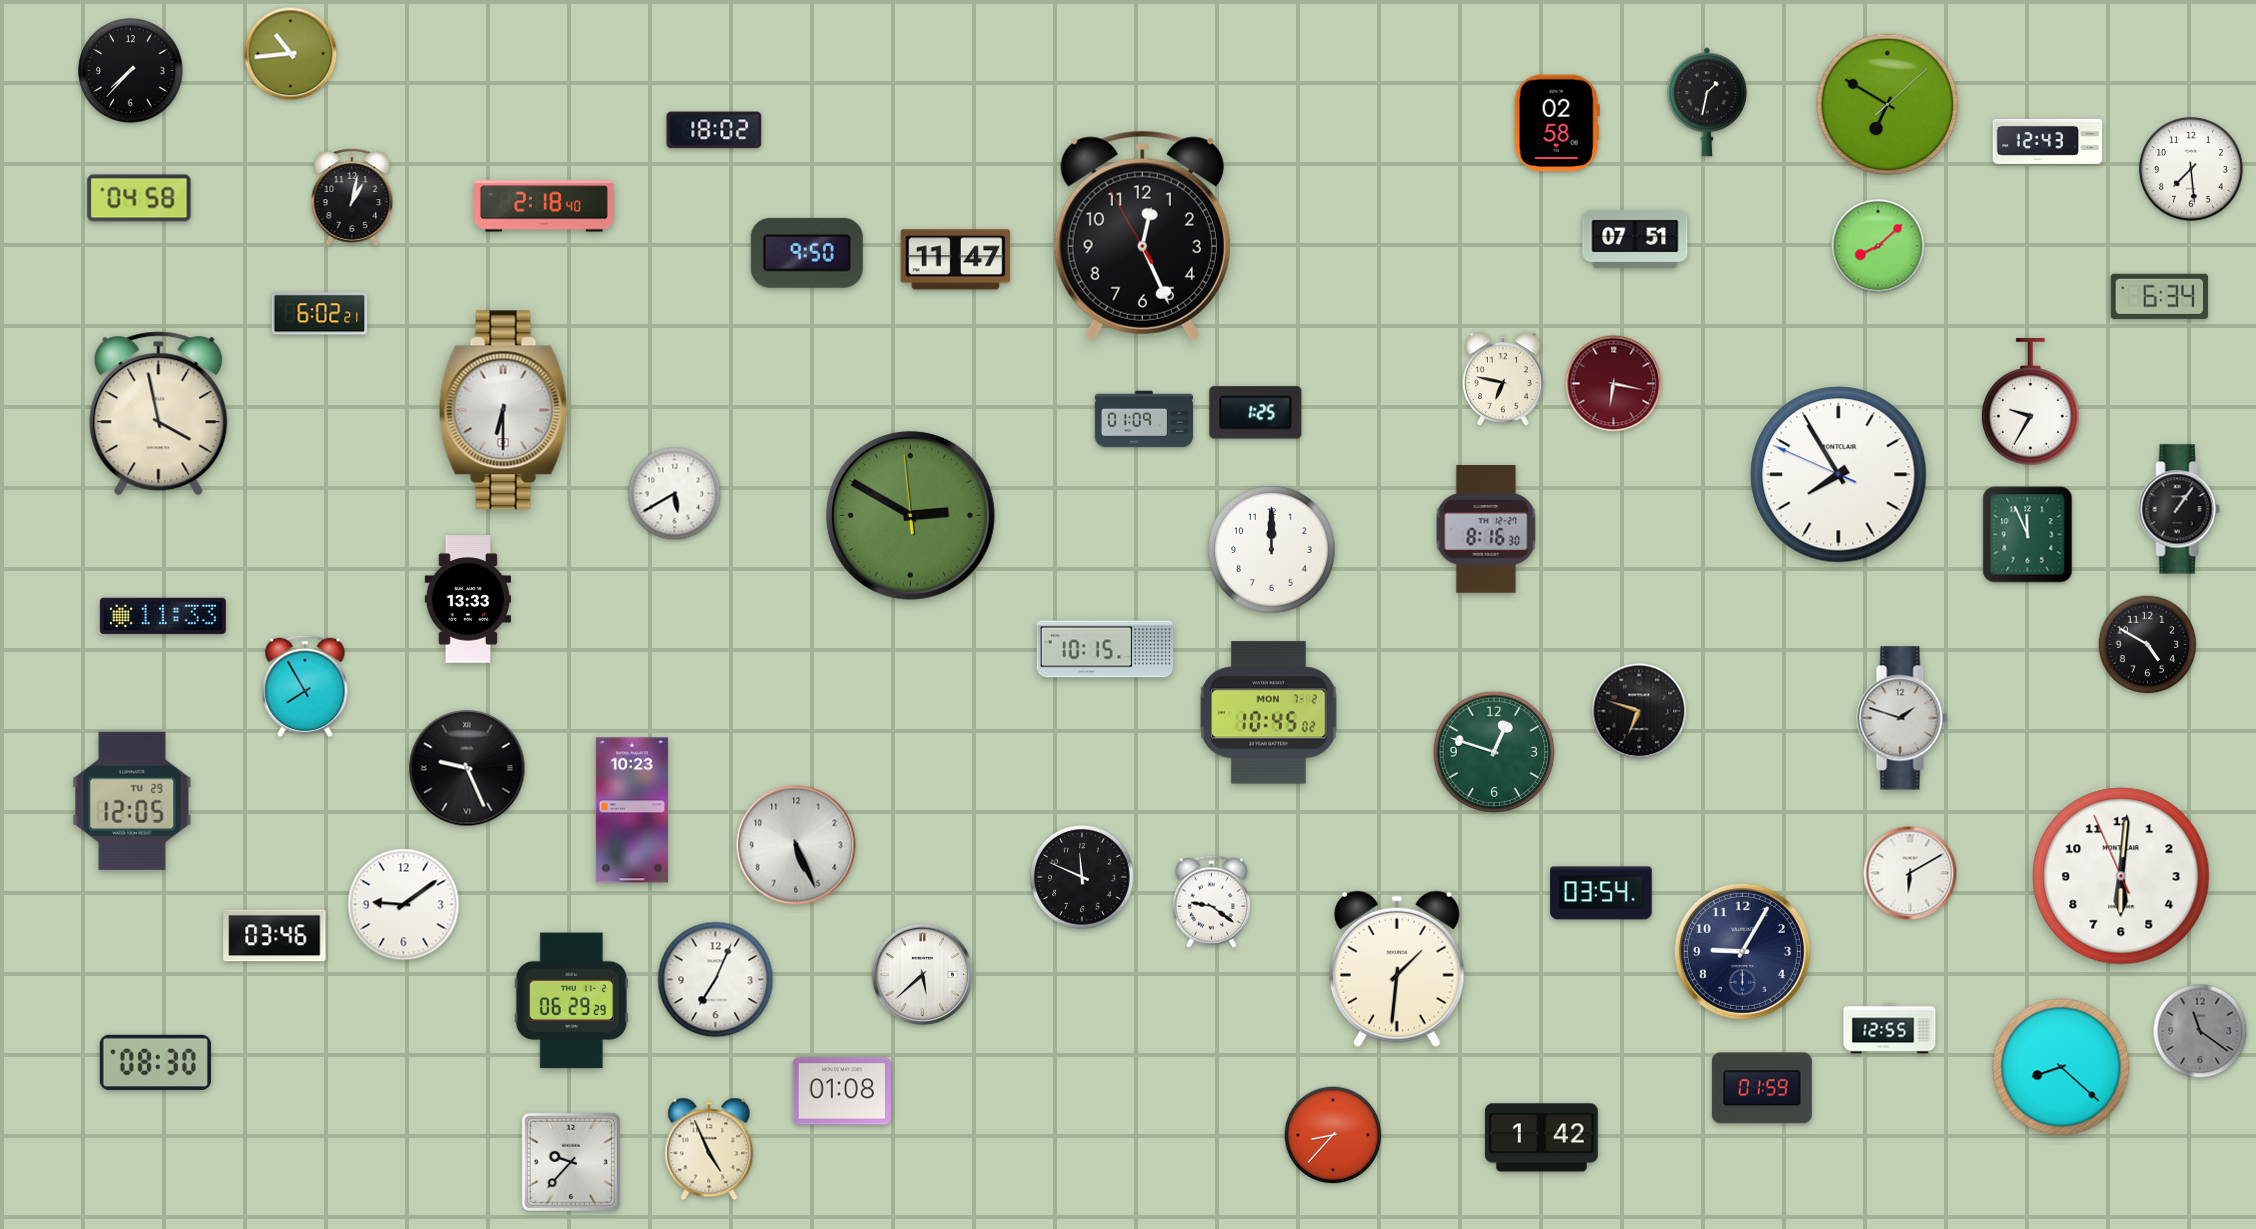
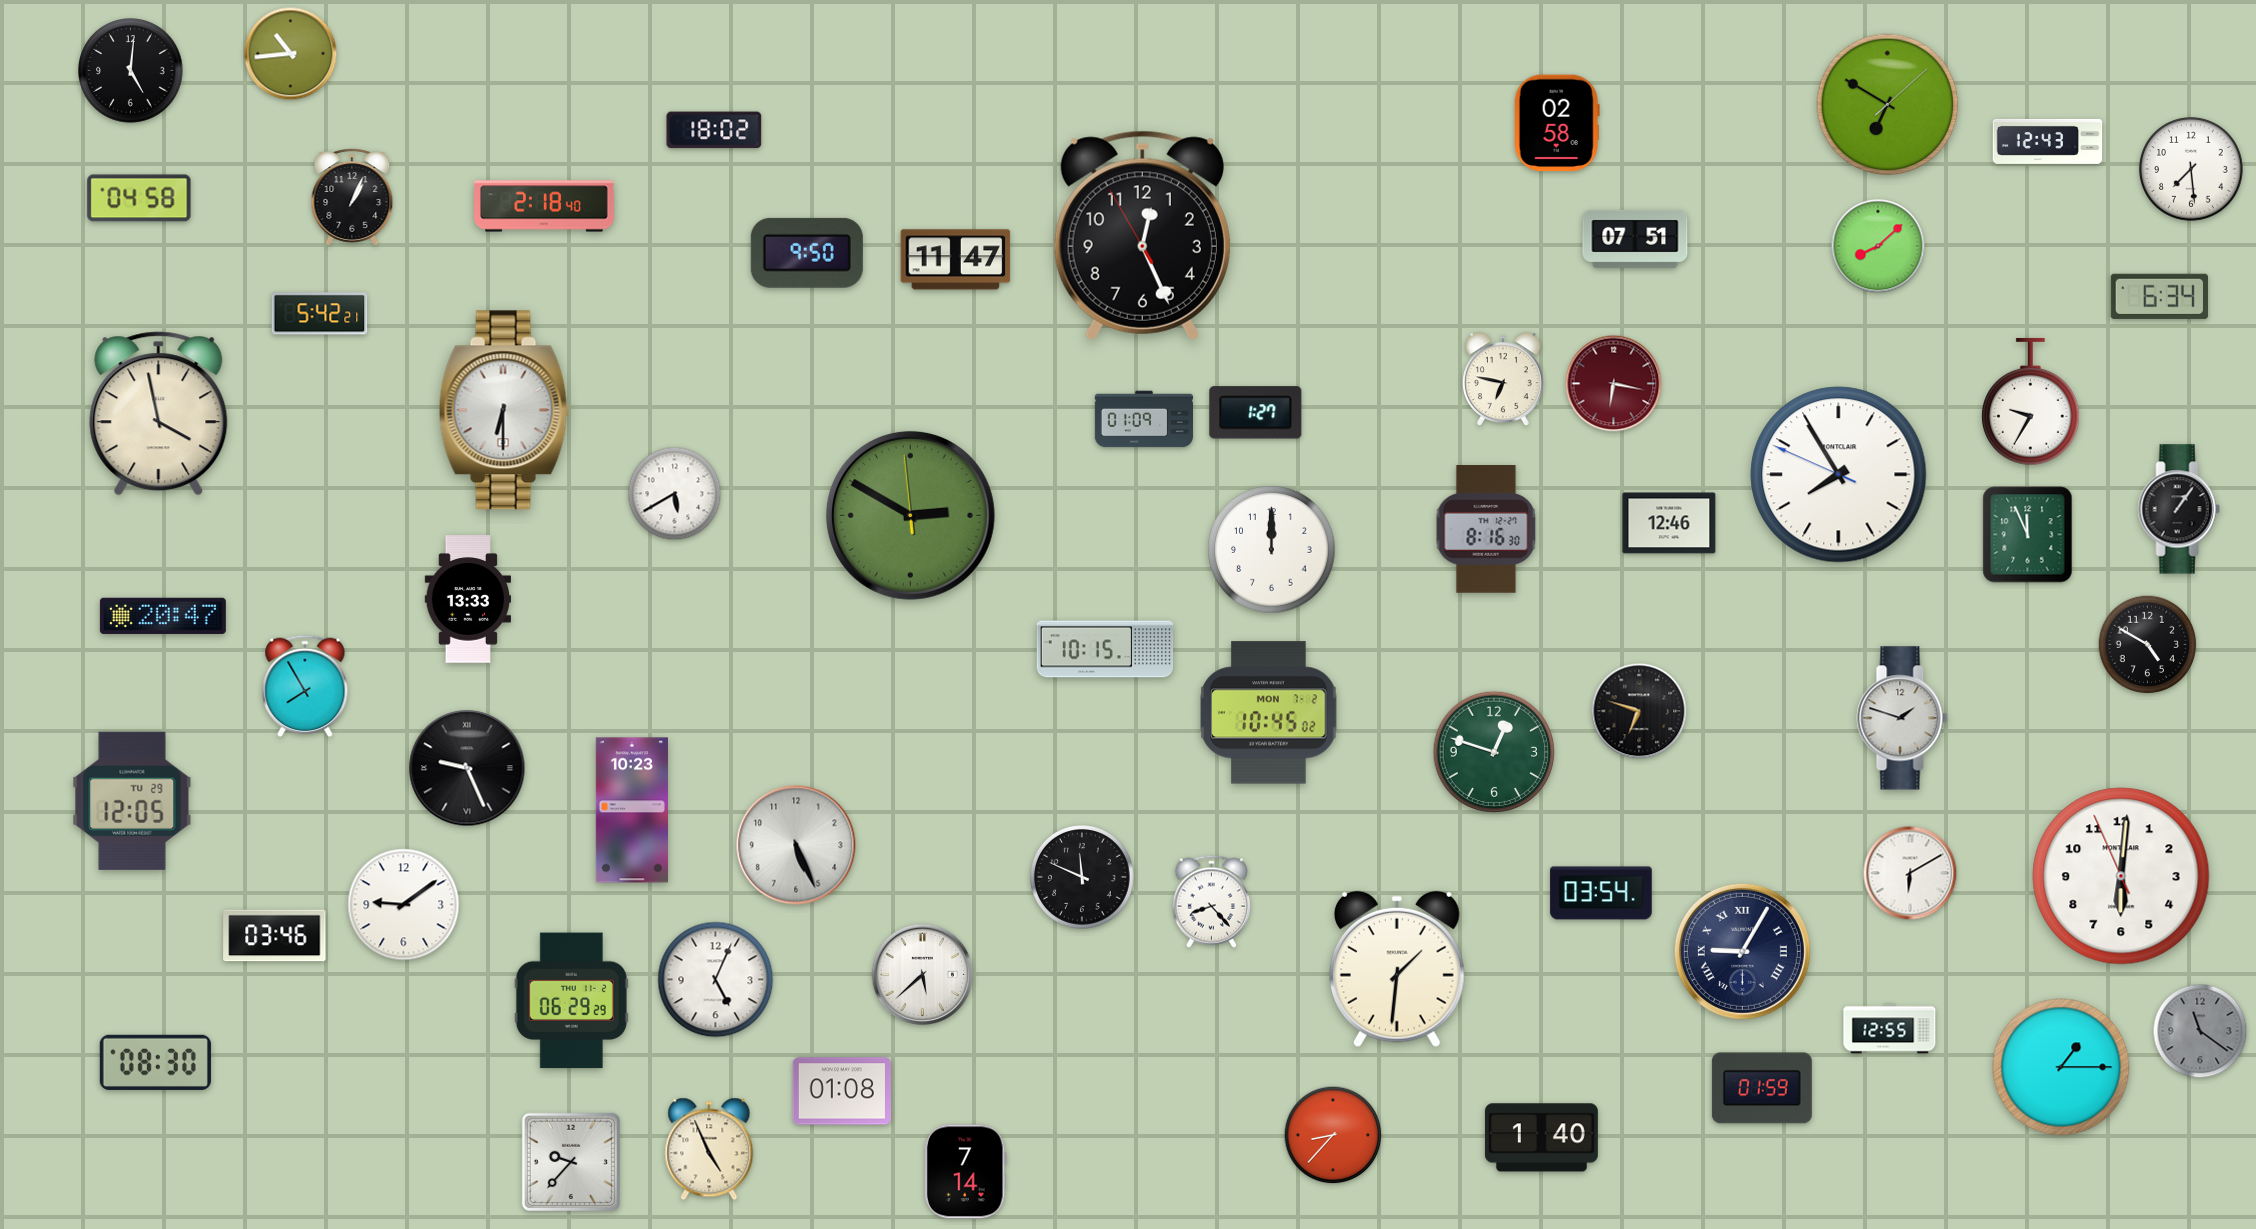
clock at (131, 71): 7:37 -> 5:01
clock at (1707, 102): 1:32 -> none
clock at (352, 197): 1:02 -> 1:04
clock at (320, 314): 6:02 -> 5:42
clock at (1256, 413): 1:25 -> 1:27
clock at (1669, 523): none -> 12:46
clock at (163, 616): 11:33 -> 20:47
clock at (1211, 901): 9:21 -> 8:23
clock at (1742, 951) numerals: Arabic -> Roman
clock at (716, 980): 7:04 -> 5:04
clock at (2061, 1067): 8:22 -> 1:15
clock at (1541, 1138): 1:42 -> 1:40
clock at (965, 1172): none -> 7:14
